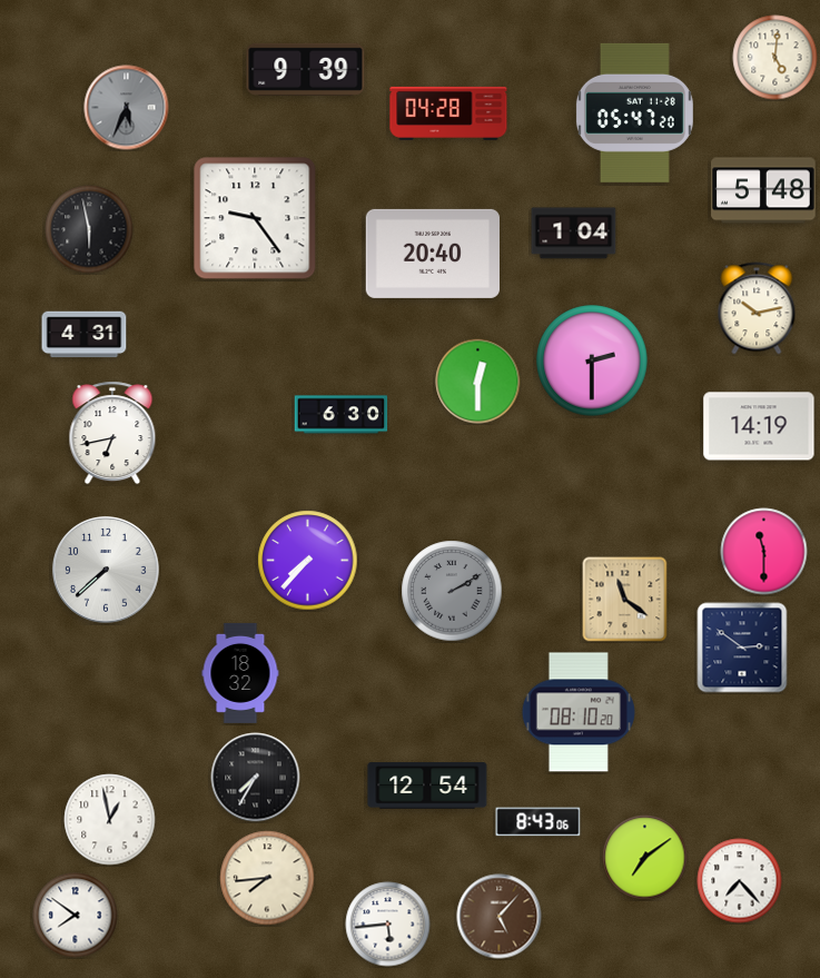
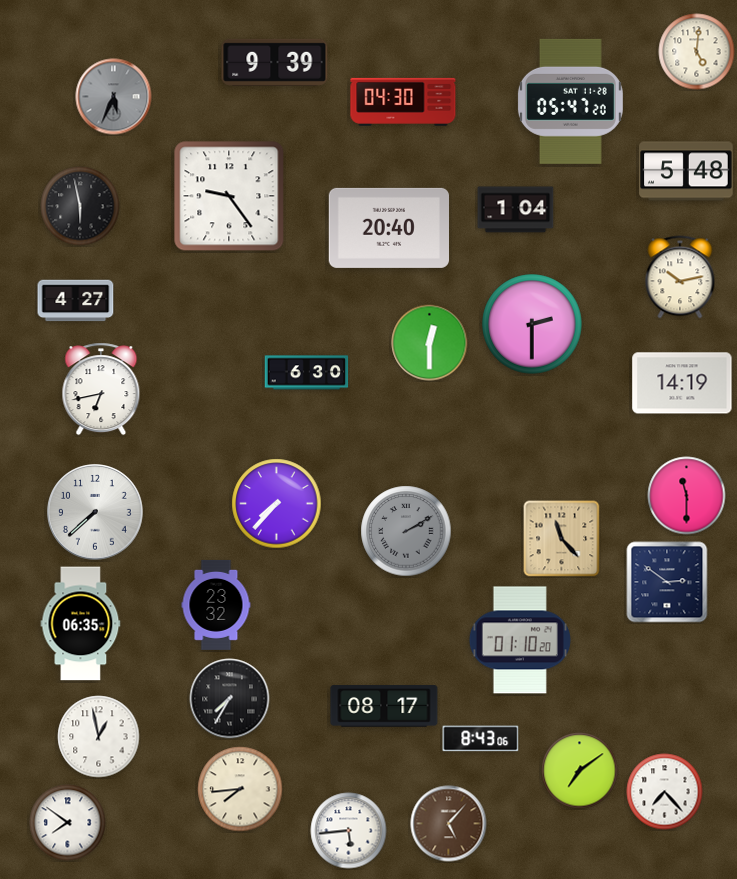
clock at (448, 113): 04:28 -> 04:30
clock at (85, 335): 4:31 -> 4:27
clock at (625, 600): 11:21 -> 11:23
clock at (240, 673): 18:32 -> 23:32
clock at (81, 624): none -> 06:35
clock at (579, 712): 08:10 -> 01:10
clock at (427, 786): 12:54 -> 08:17
clock at (539, 822) position: (539, 822) -> (481, 739)
